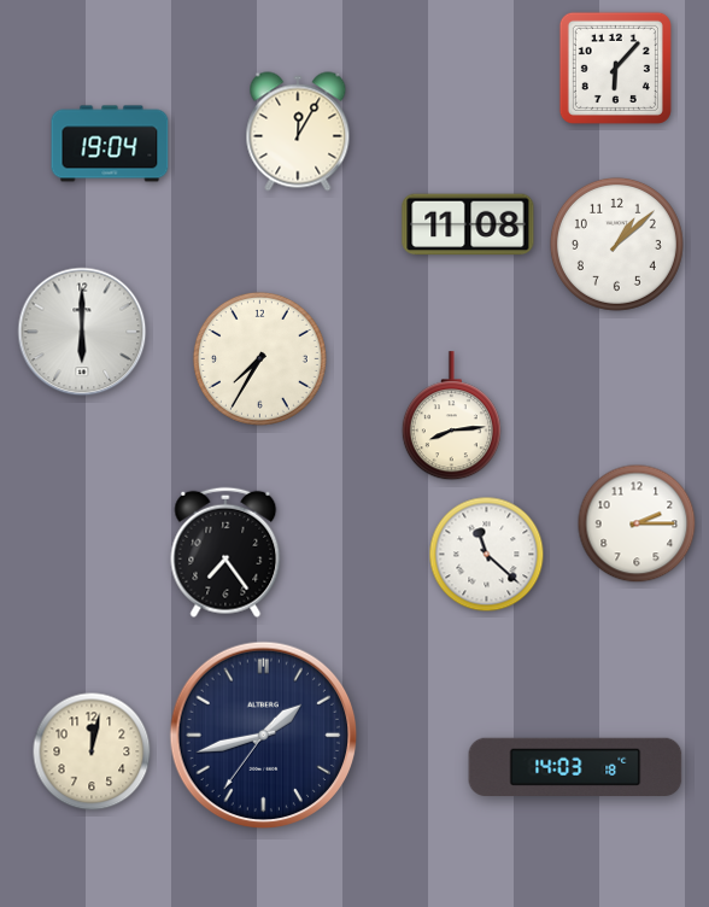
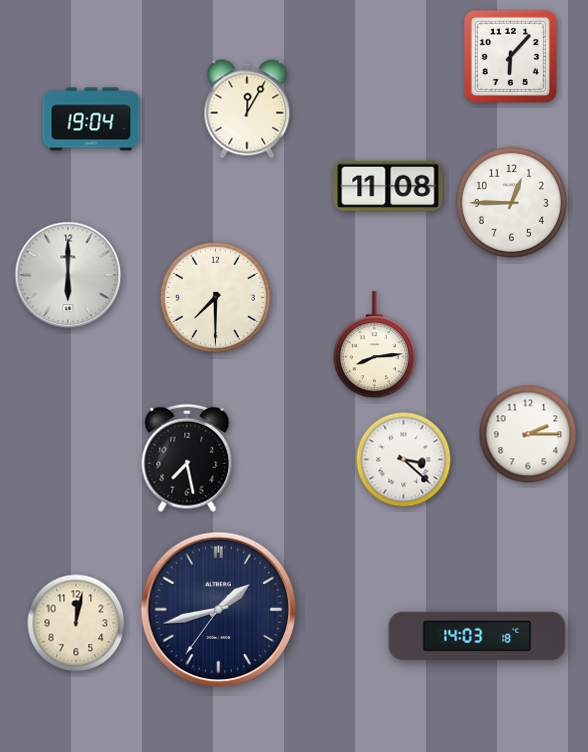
clock at (616, 244): 1:08 -> 12:45
clock at (259, 358): 7:35 -> 7:30
clock at (225, 552): 7:24 -> 7:28
clock at (487, 555): 11:22 -> 3:22
